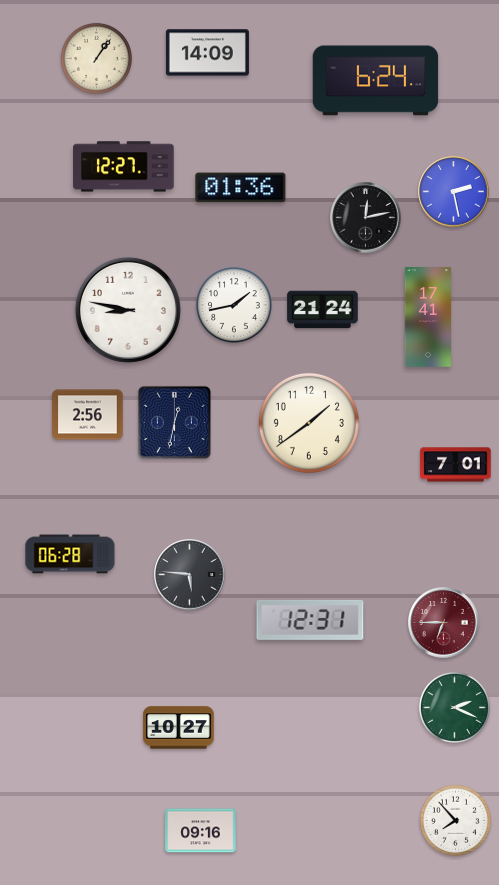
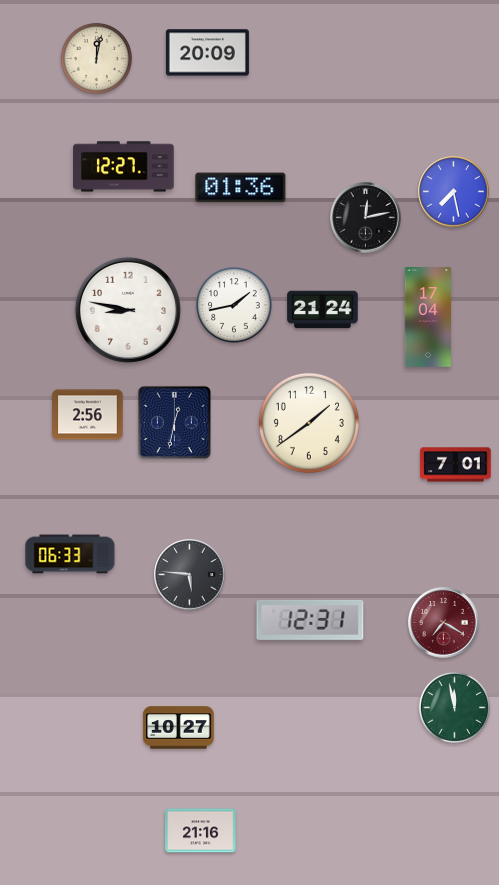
clock at (207, 53): 14:09 -> 20:09
clock at (96, 58): 1:06 -> 12:02
clock at (376, 81): 6:24 -> none
clock at (454, 192): 2:28 -> 7:28
clock at (428, 317): 17:41 -> 17:04
clock at (70, 554): 06:28 -> 06:33
clock at (444, 623): 6:45 -> 7:20
clock at (454, 707): 2:19 -> 11:58
clock at (455, 820): 7:53 -> none
clock at (201, 831): 09:16 -> 21:16
